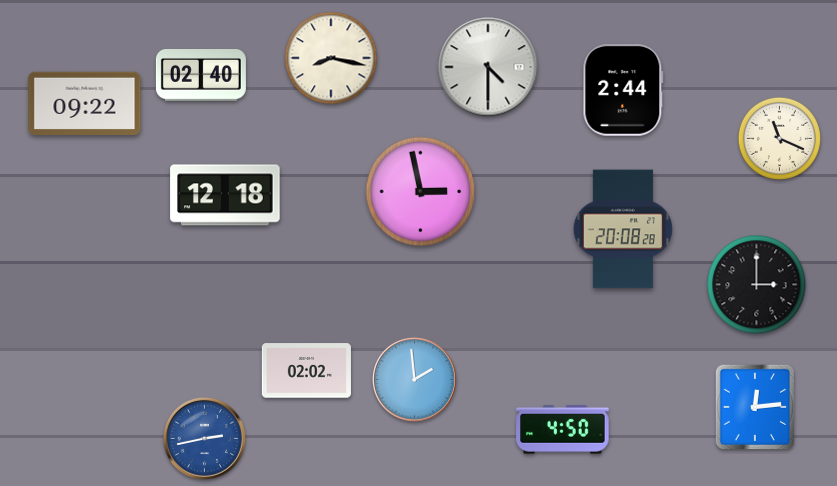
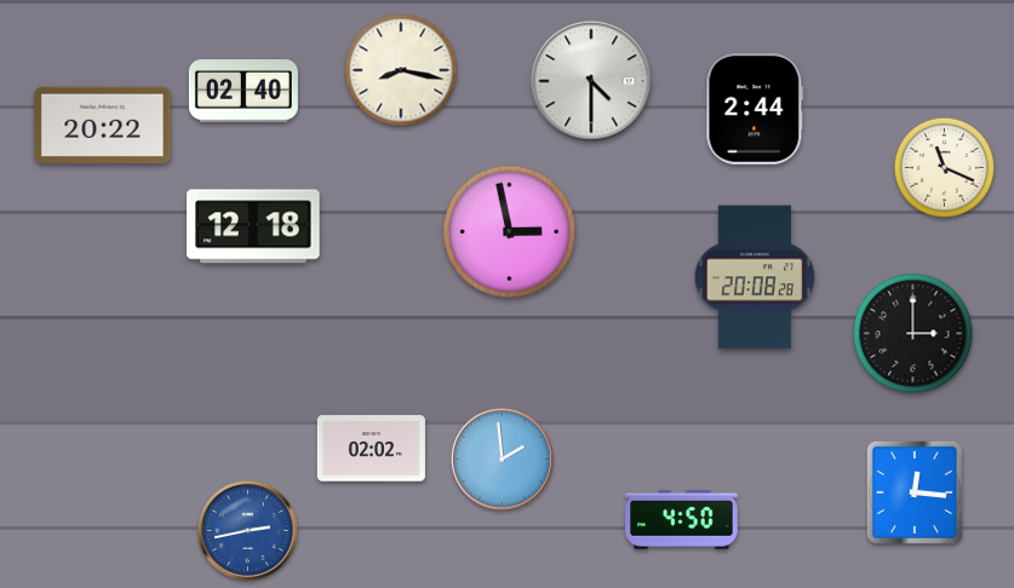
clock at (85, 103): 09:22 -> 20:22
clock at (225, 195) position: (225, 195) -> (253, 226)
clock at (757, 285) position: (757, 285) -> (913, 334)
clock at (755, 406): 12:14 -> 12:16
